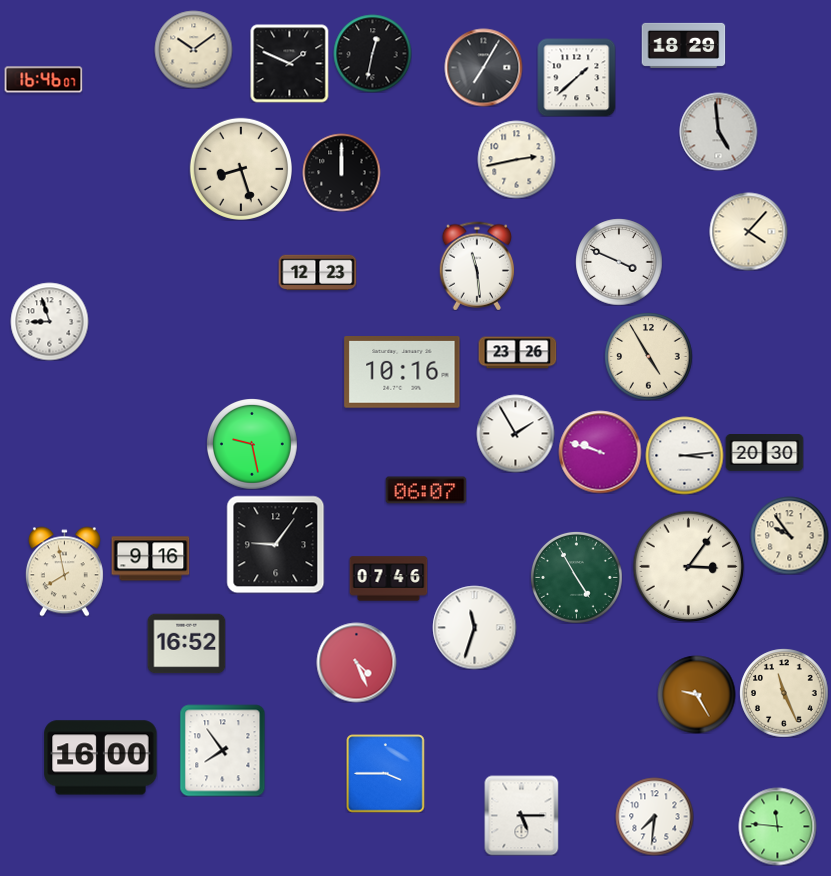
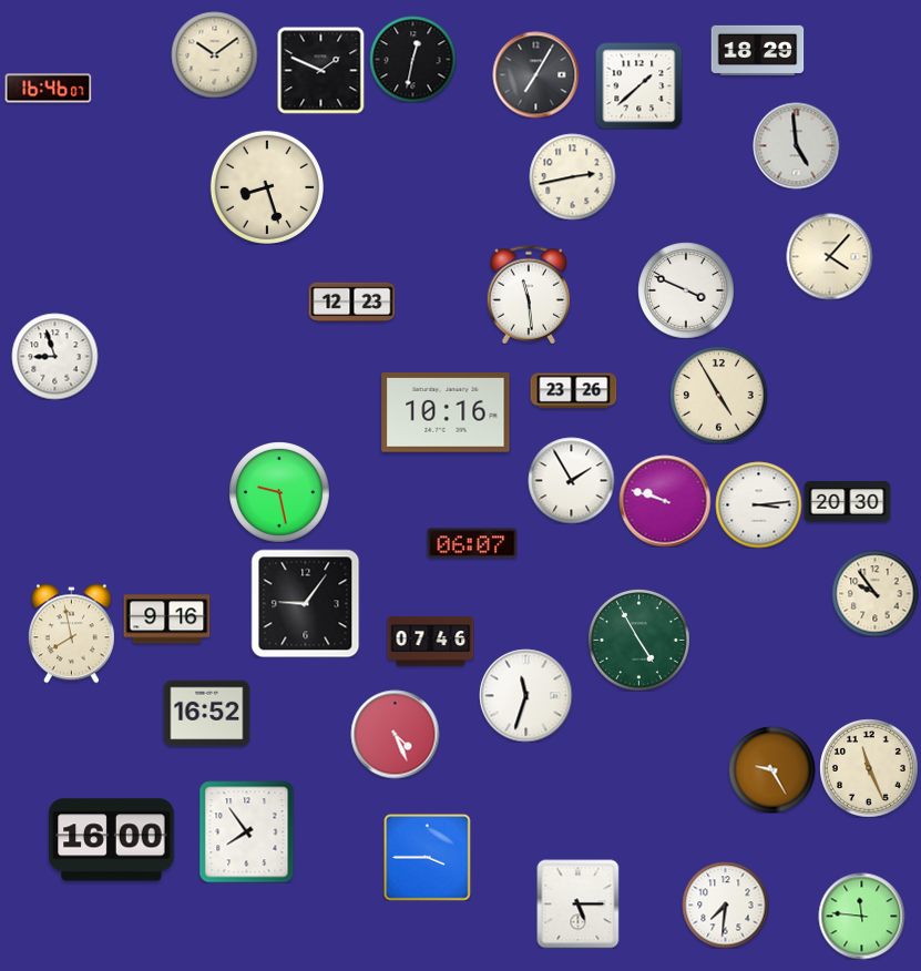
clock at (341, 172): 12:00 -> none
clock at (688, 566): 3:06 -> none
